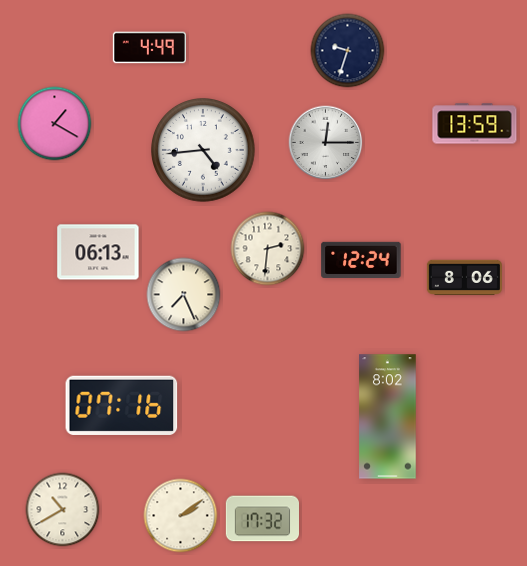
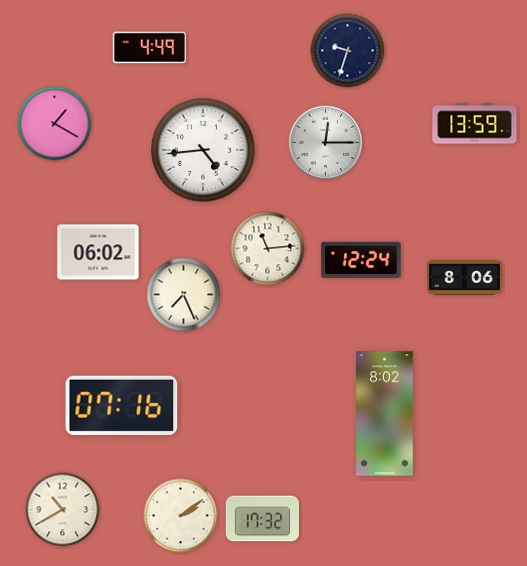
clock at (268, 249): 2:31 -> 11:14
clock at (98, 252): 06:13 -> 06:02
clock at (388, 417) position: (388, 417) -> (385, 414)
